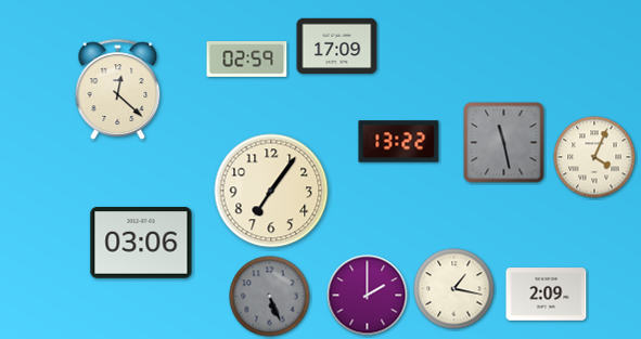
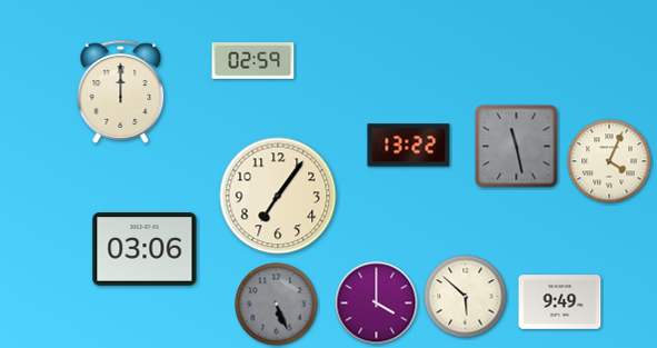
clock at (337, 47): 17:09 -> none
clock at (118, 89): 12:22 -> 12:00
clock at (454, 289): 1:17 -> 5:52
clock at (547, 295): 2:09 -> 9:49
clock at (368, 296): 2:00 -> 4:00
